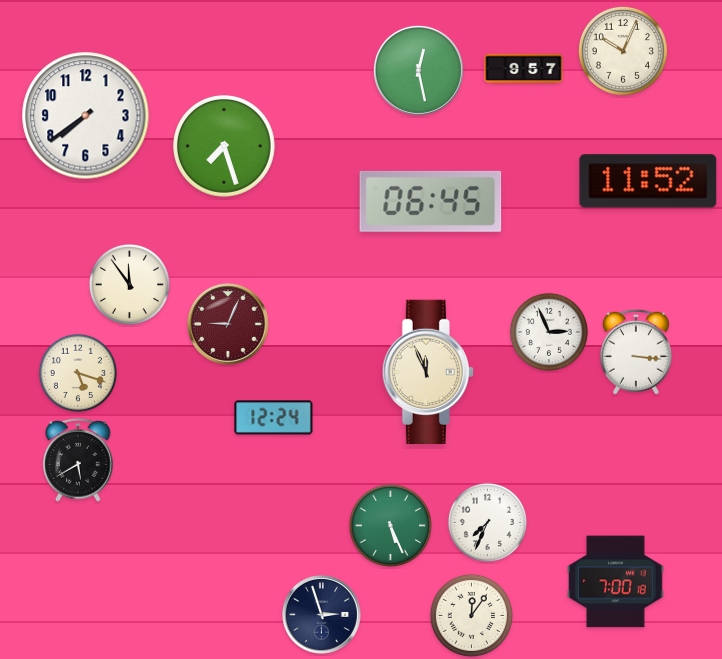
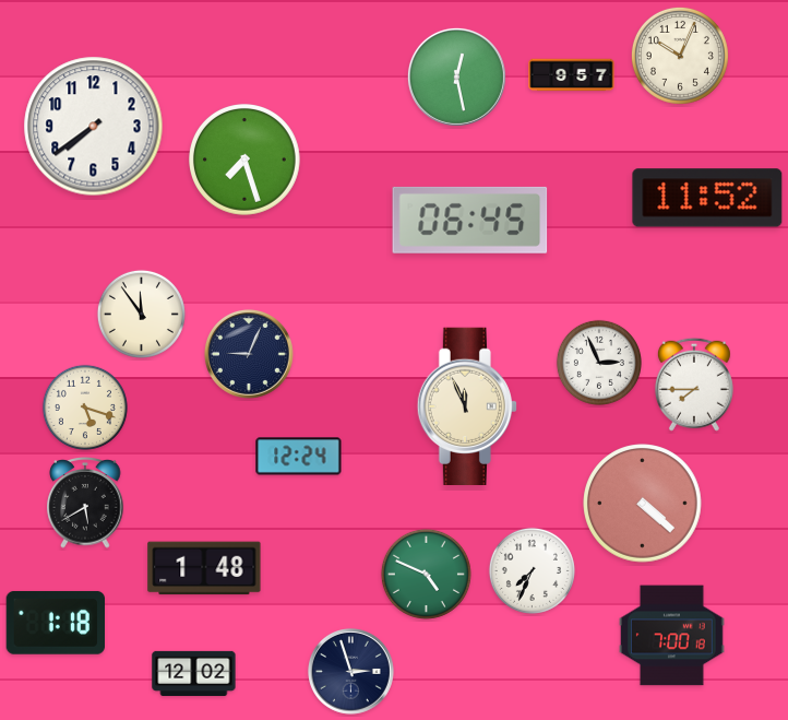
clock at (129, 284) position: (129, 284) -> (141, 314)
clock at (228, 324) dial: burgundy -> navy
clock at (636, 352): 3:16 -> 7:45
clock at (643, 504): none -> 4:22
clock at (204, 568): none -> 1:48
clock at (390, 525): 5:26 -> 4:49
clock at (55, 623): none -> 1:18
clock at (471, 615): 12:06 -> none
clock at (194, 673): none -> 12:02
